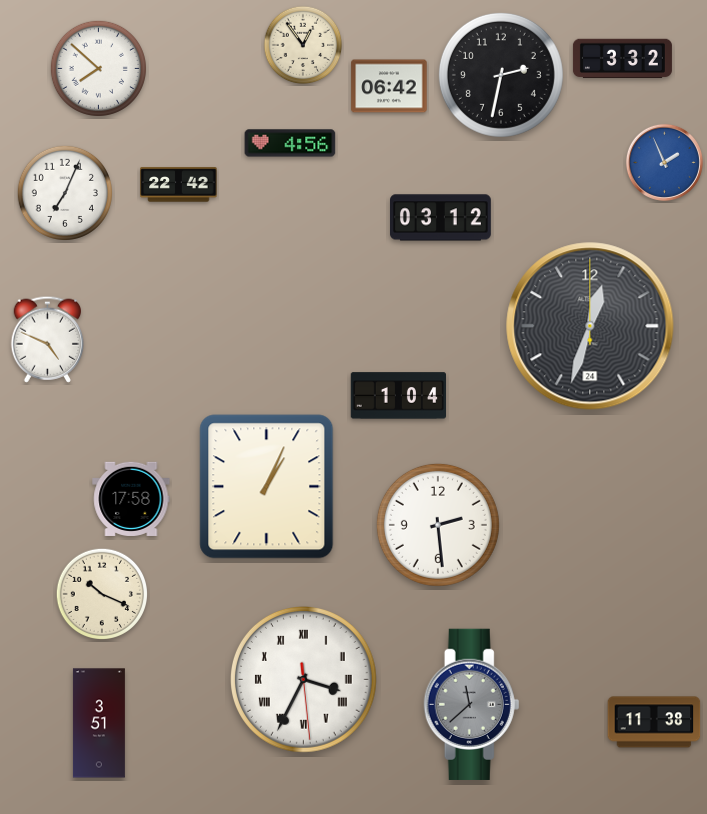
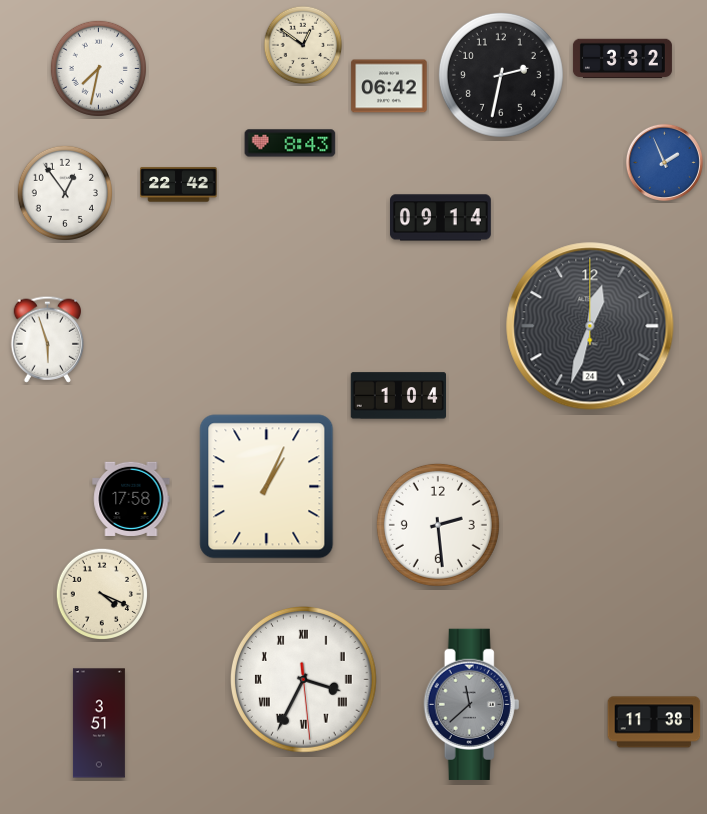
clock at (303, 45): 12:54 -> 12:51
clock at (98, 68): 7:52 -> 7:32
clock at (290, 143): 4:56 -> 8:43
clock at (65, 193): 7:04 -> 12:54
clock at (441, 218): 03:12 -> 09:14
clock at (48, 339): 4:49 -> 5:57
clock at (101, 593): 10:19 -> 4:19
